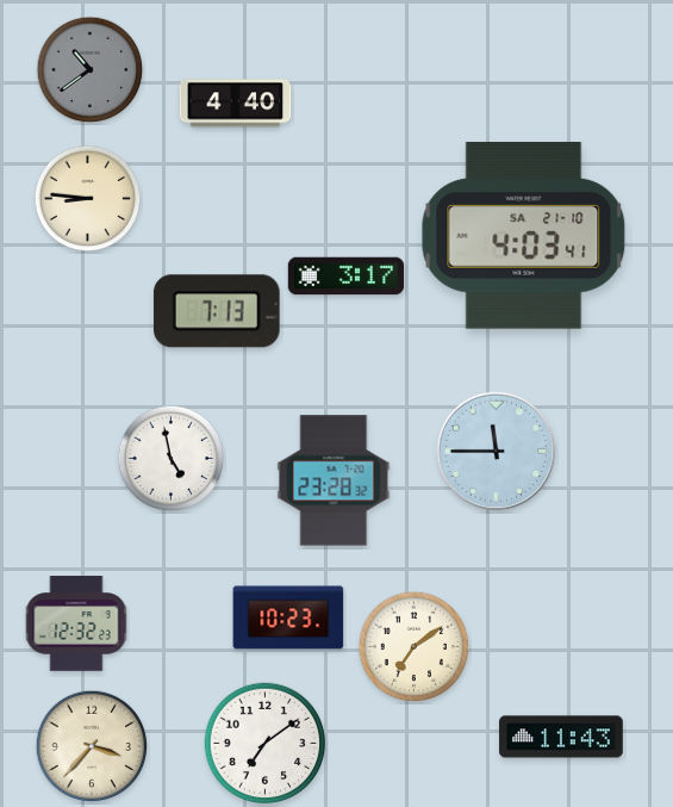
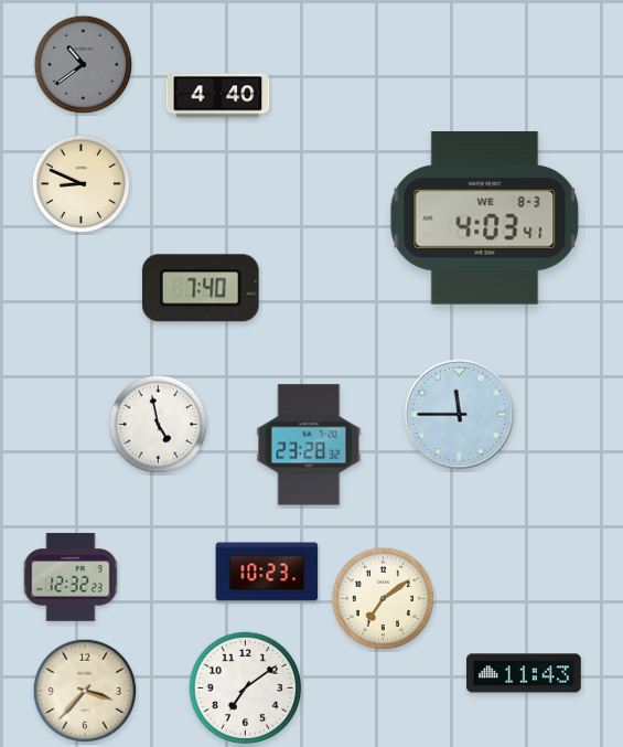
clock at (88, 199): 8:46 -> 8:49
clock at (524, 236) date: SA 21-10 -> WE 8-3
clock at (347, 277): 3:17 -> none
clock at (217, 311): 7:13 -> 7:40
clock at (497, 452) position: (497, 452) -> (460, 415)
clock at (561, 737) position: (561, 737) -> (524, 673)
